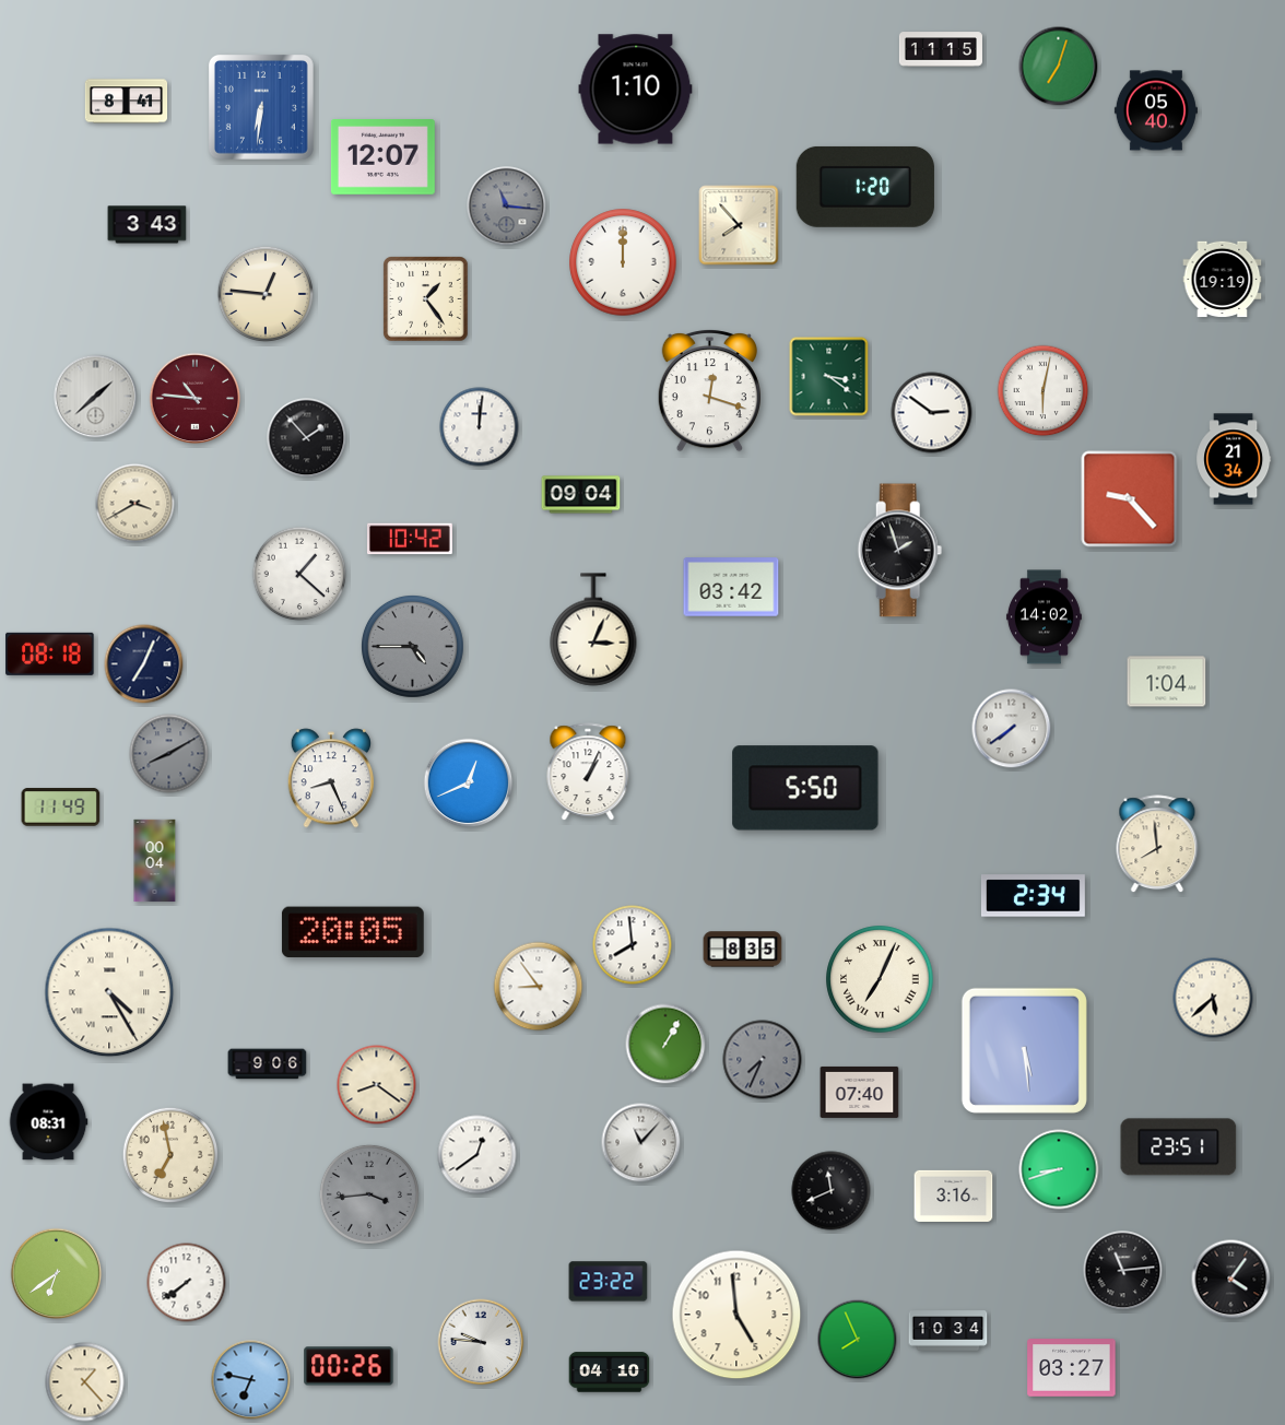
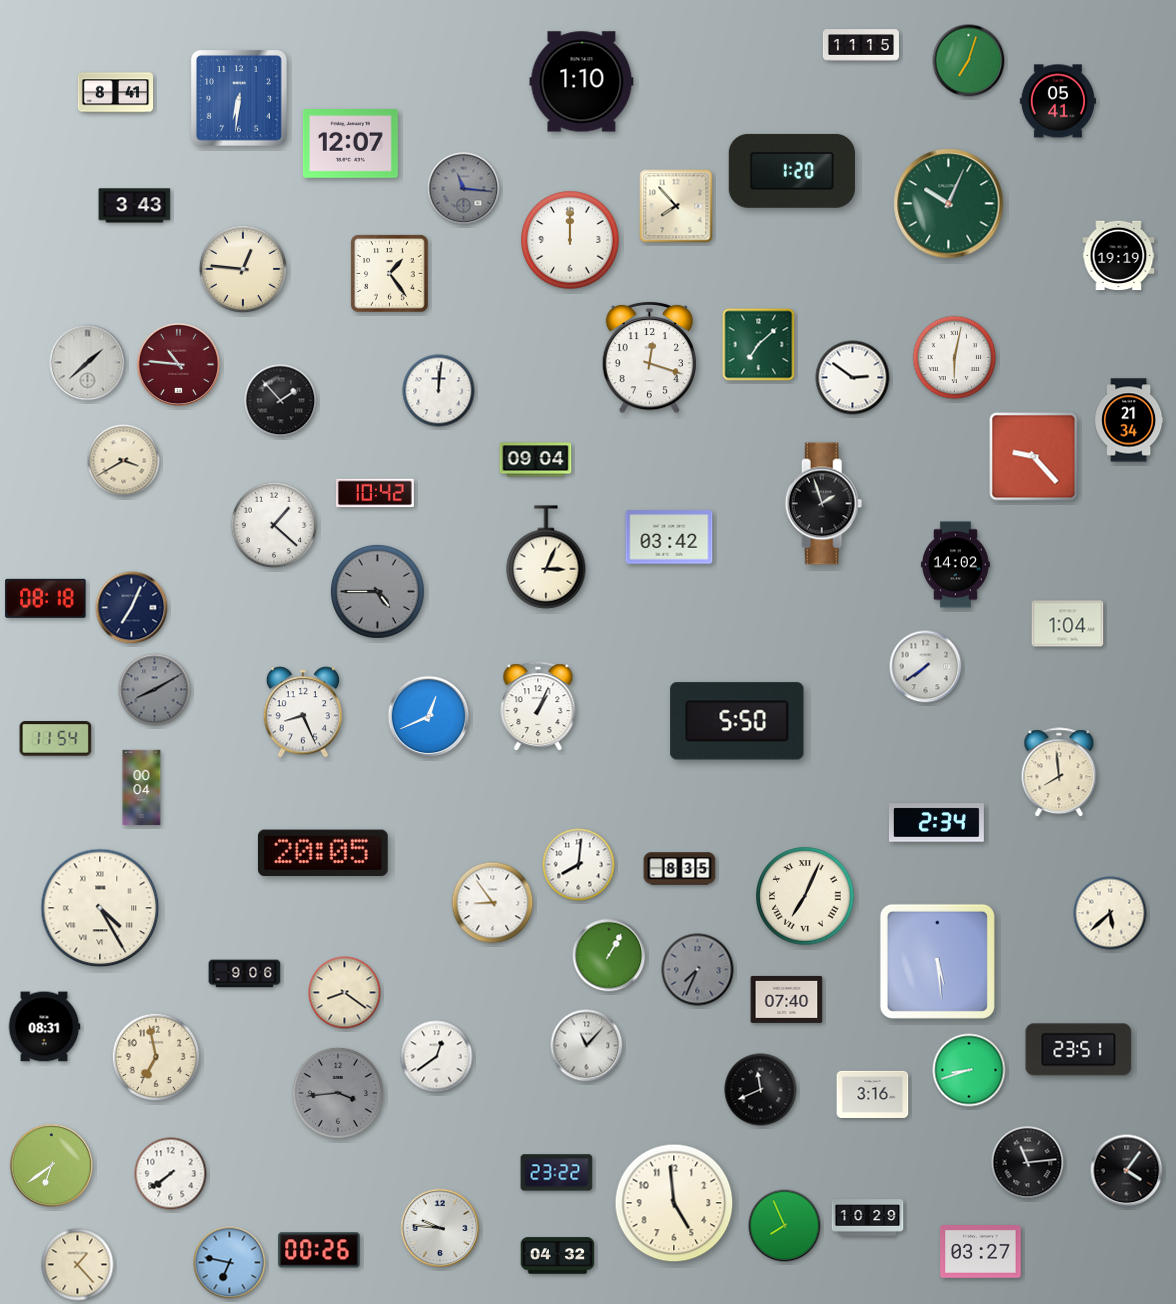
clock at (1156, 110): 05:40 -> 05:41
clock at (949, 204): none -> 10:04
clock at (829, 377): 3:21 -> 7:08
clock at (581, 495) position: (581, 495) -> (536, 460)
clock at (593, 629) position: (593, 629) -> (546, 557)
clock at (61, 808): 11:49 -> 11:54
clock at (1033, 896) position: (1033, 896) -> (936, 823)
clock at (633, 945): 7:59 -> 8:01
clock at (948, 1331): 10:34 -> 10:29
clock at (610, 1373): 04:10 -> 04:32
